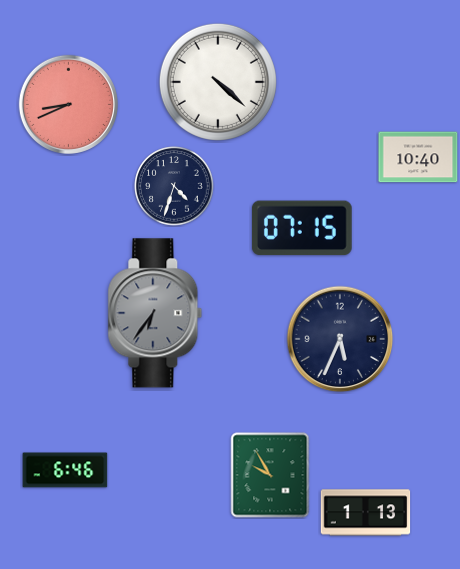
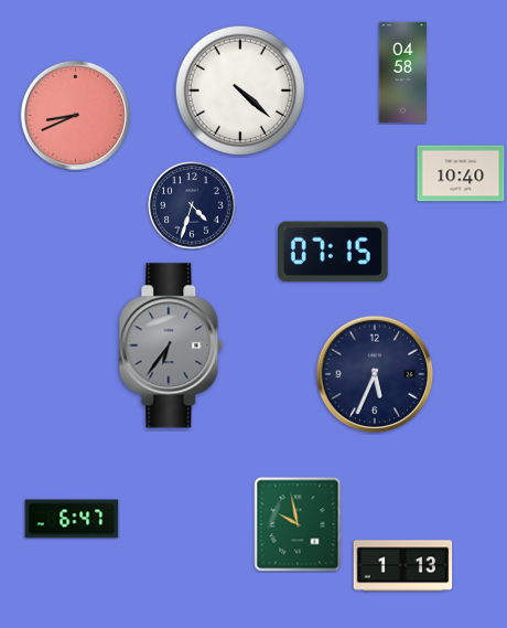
clock at (402, 73): none -> 04:58
clock at (65, 470): 6:46 -> 6:47
clock at (270, 475): 9:55 -> 9:58
